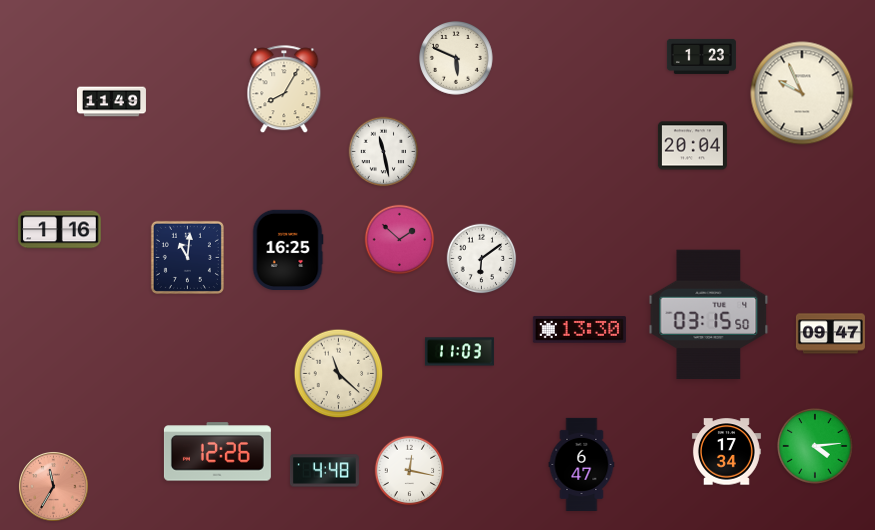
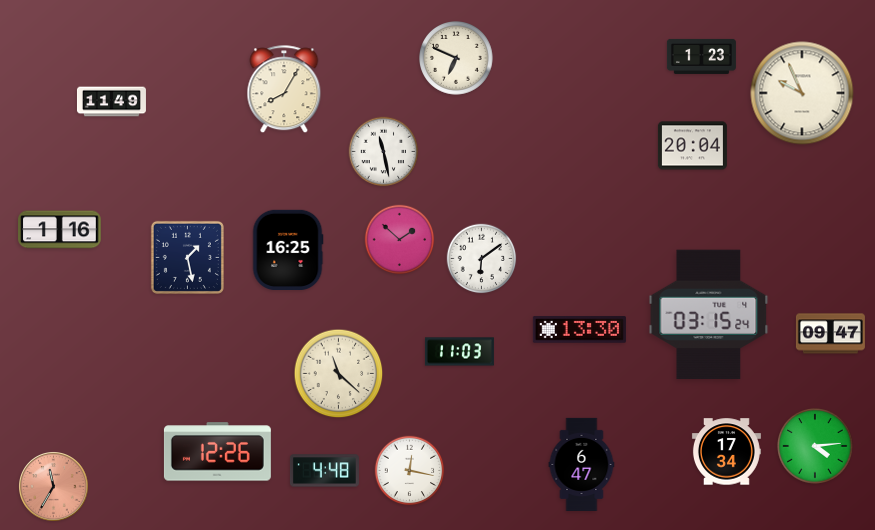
clock at (457, 59): 5:49 -> 6:49
clock at (187, 257): 11:01 -> 1:28
clock at (709, 315): 03:15:50 -> 03:15:24
